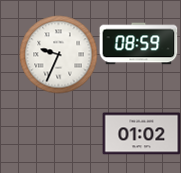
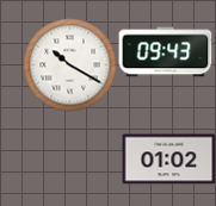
clock at (138, 44): 08:59 -> 09:43
clock at (58, 54): 9:34 -> 10:20
